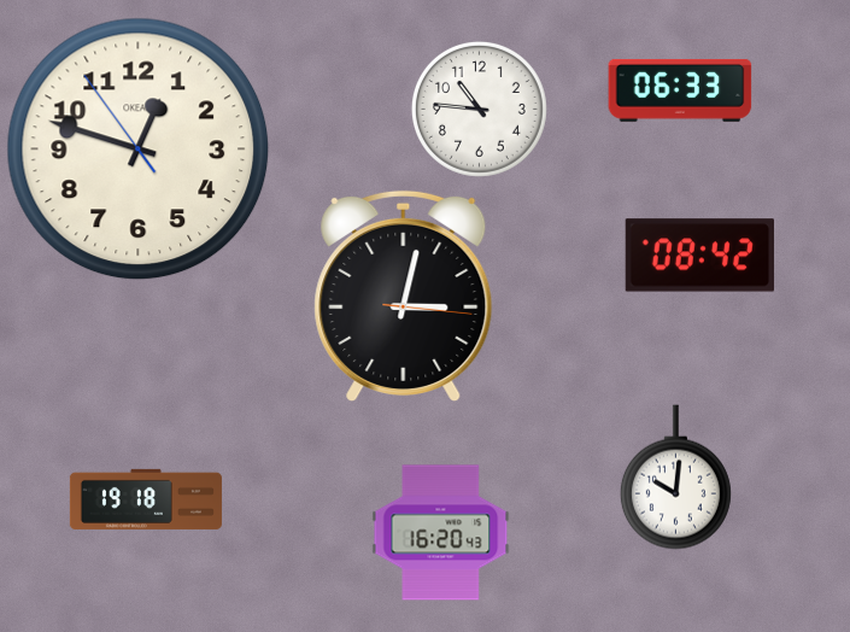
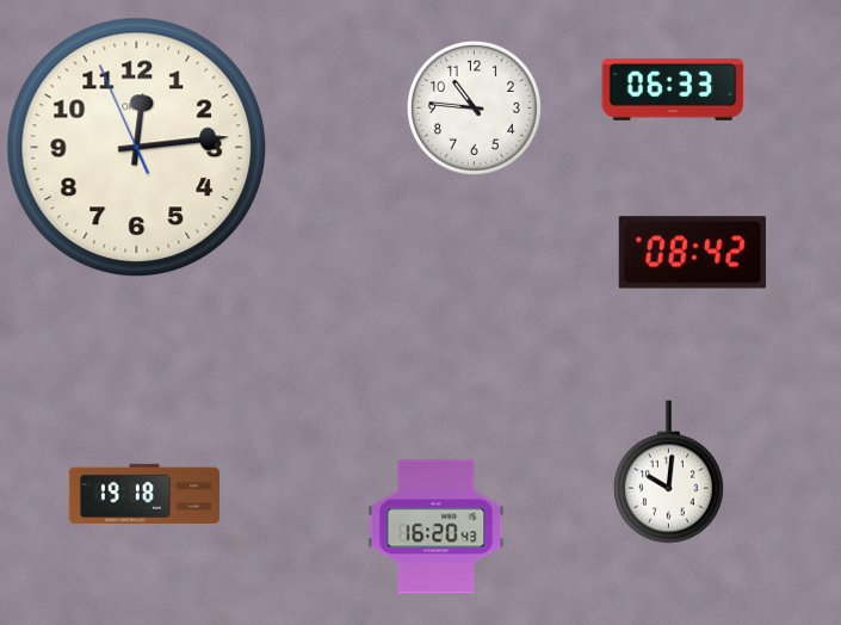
clock at (139, 150): 12:47 -> 12:13
clock at (404, 295): 3:02 -> none
